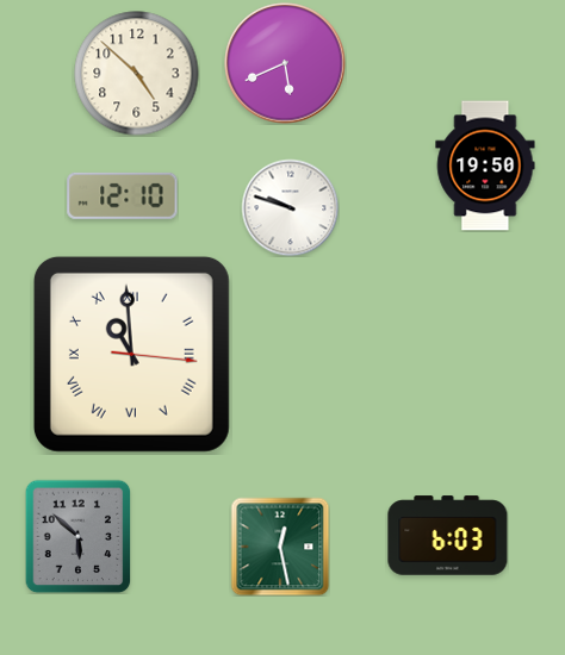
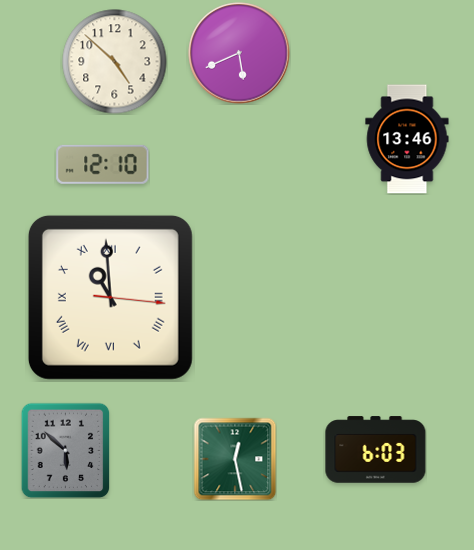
clock at (485, 166): 19:50 -> 13:46
clock at (290, 207): 9:48 -> none
